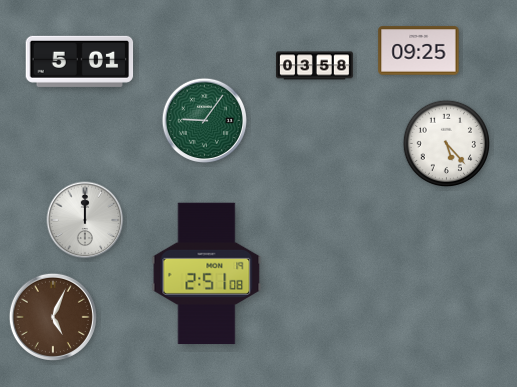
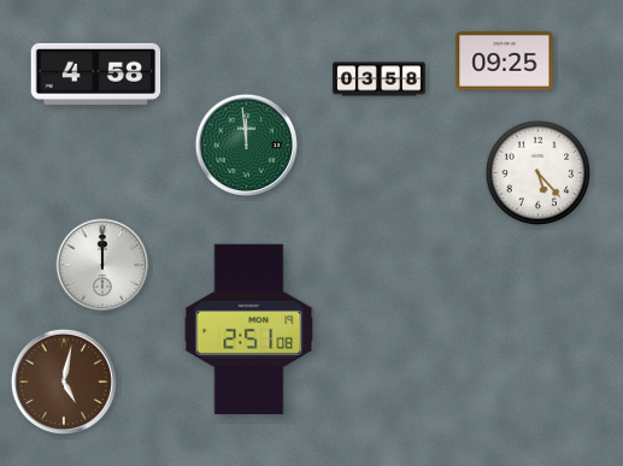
clock at (80, 61): 5:01 -> 4:58
clock at (204, 120): 9:06 -> 11:59
clock at (53, 317): 5:04 -> 5:02
